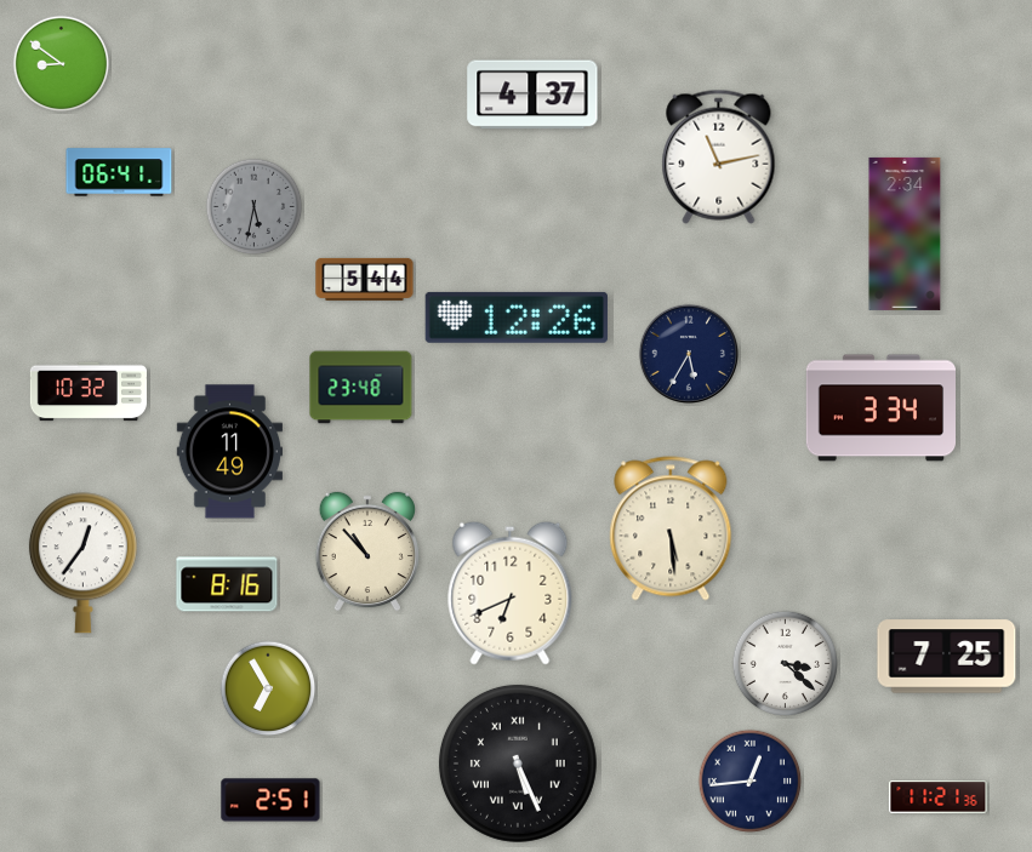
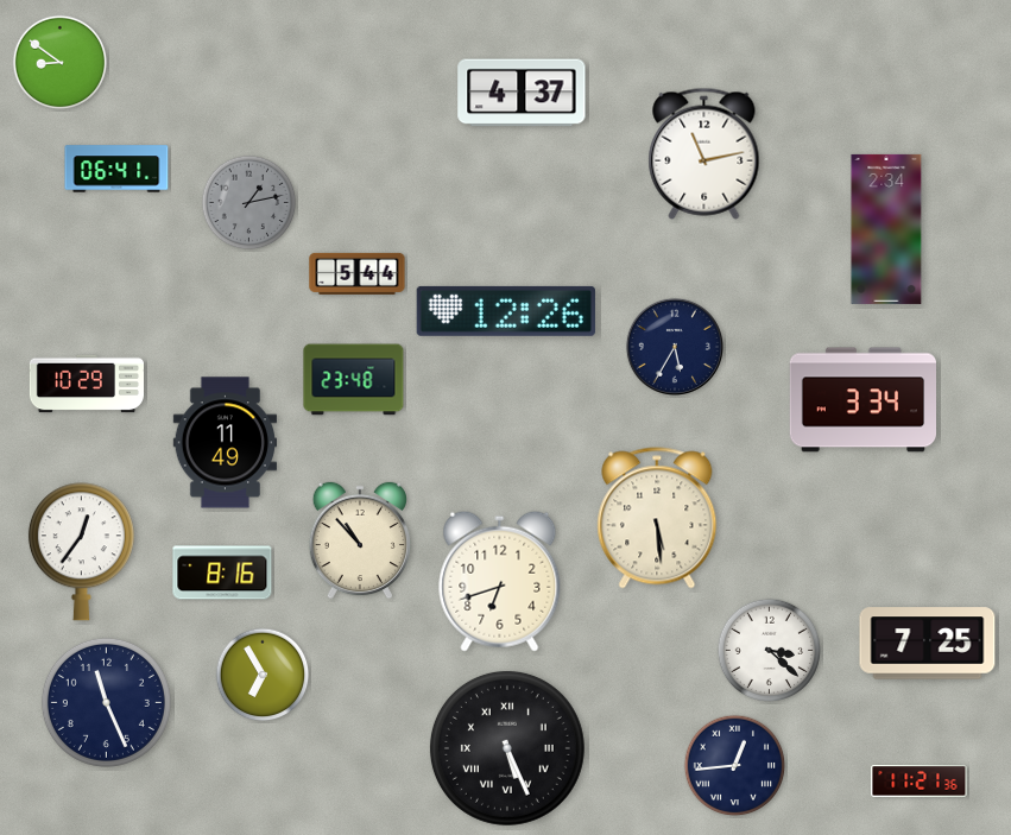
clock at (255, 207): 5:32 -> 1:13
clock at (87, 391): 10:32 -> 10:29
clock at (511, 593): 6:41 -> 6:42
clock at (106, 702): none -> 11:26
clock at (270, 800): 2:51 -> none
